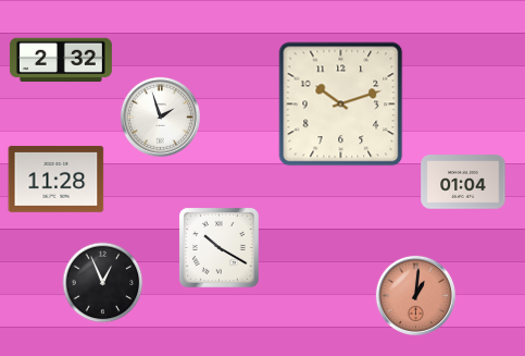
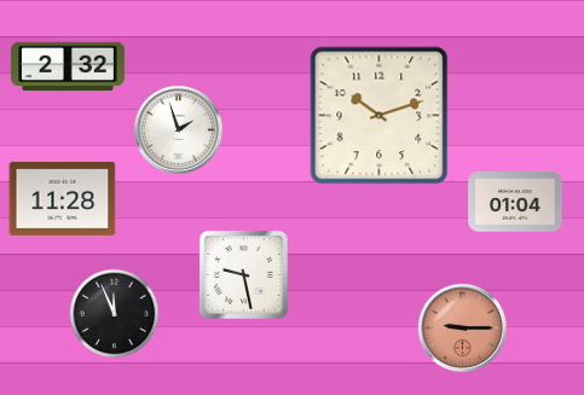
clock at (218, 247): 10:20 -> 9:28
clock at (103, 283): 12:56 -> 11:56
clock at (415, 295): 1:01 -> 9:15
